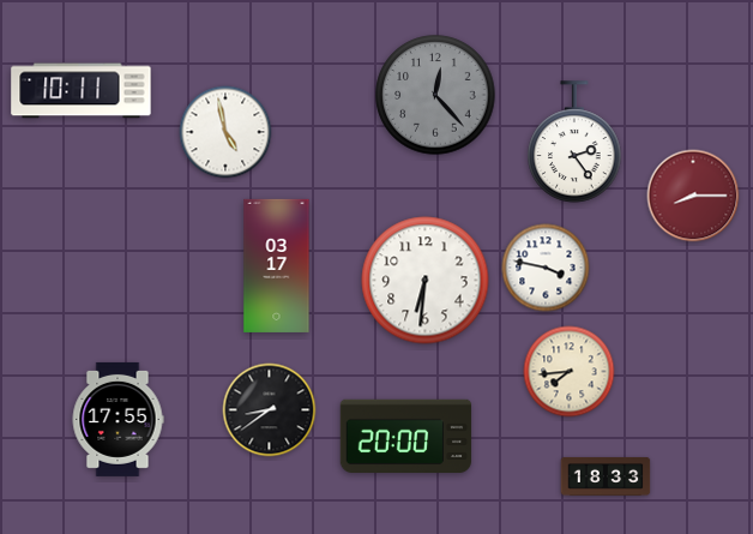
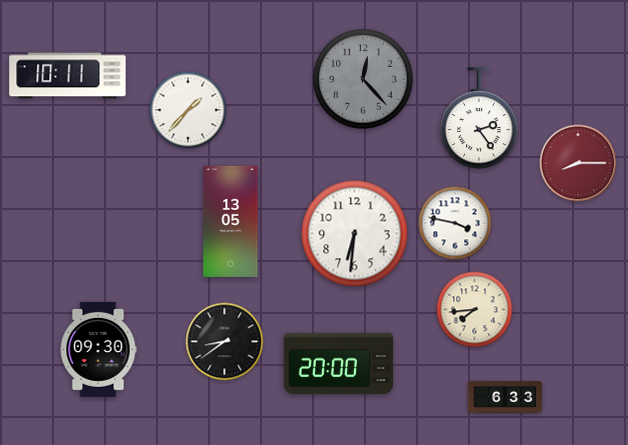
clock at (225, 132): 4:58 -> 1:37
clock at (277, 265): 03:17 -> 13:05
clock at (118, 419): 17:55 -> 09:30
clock at (606, 476): 18:33 -> 6:33
